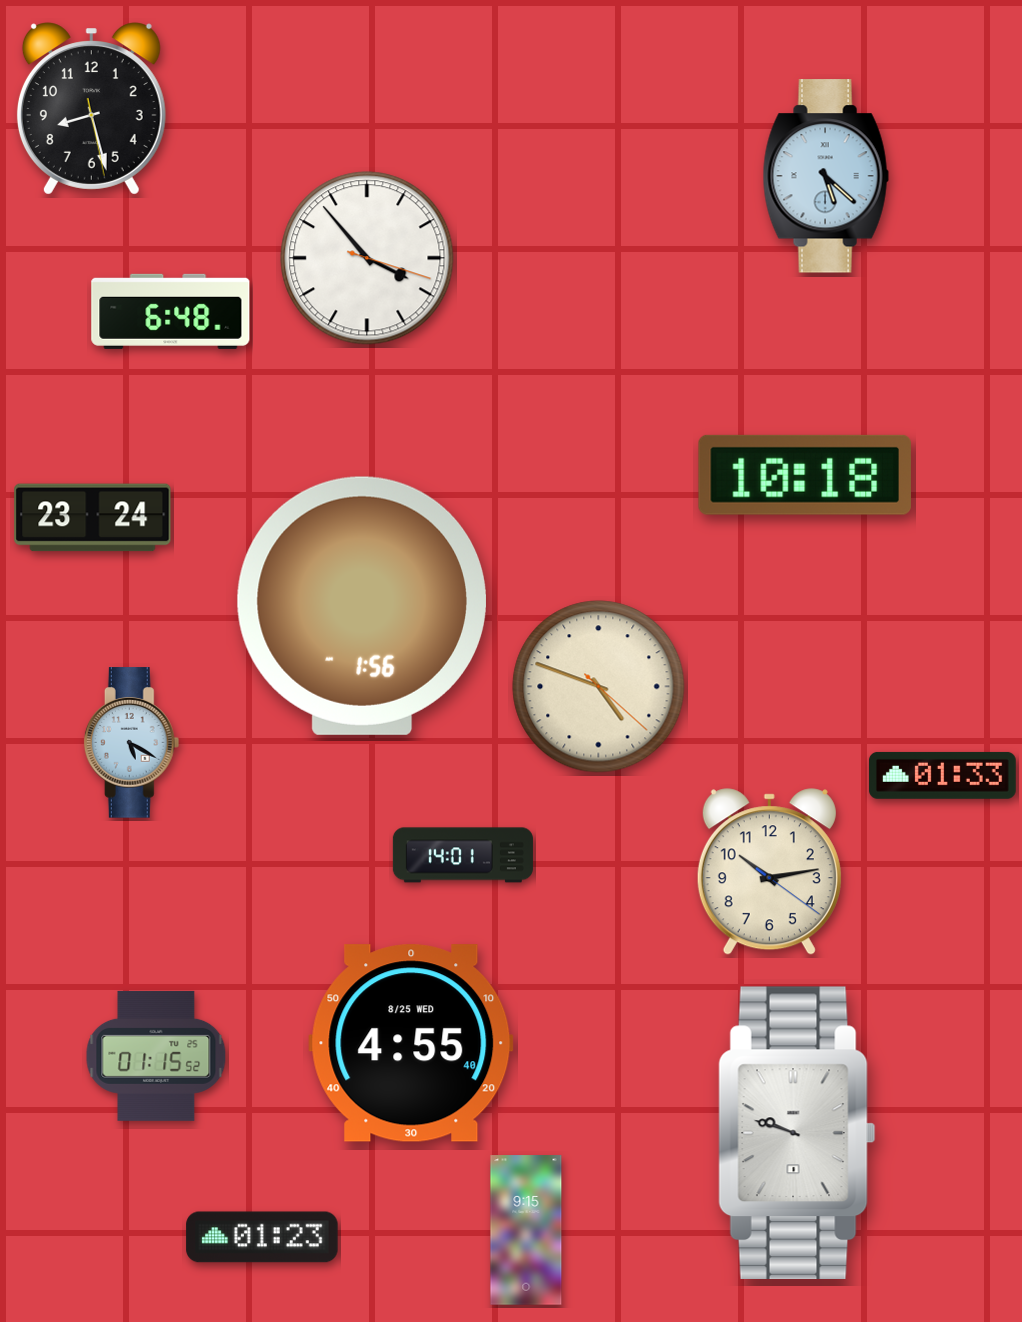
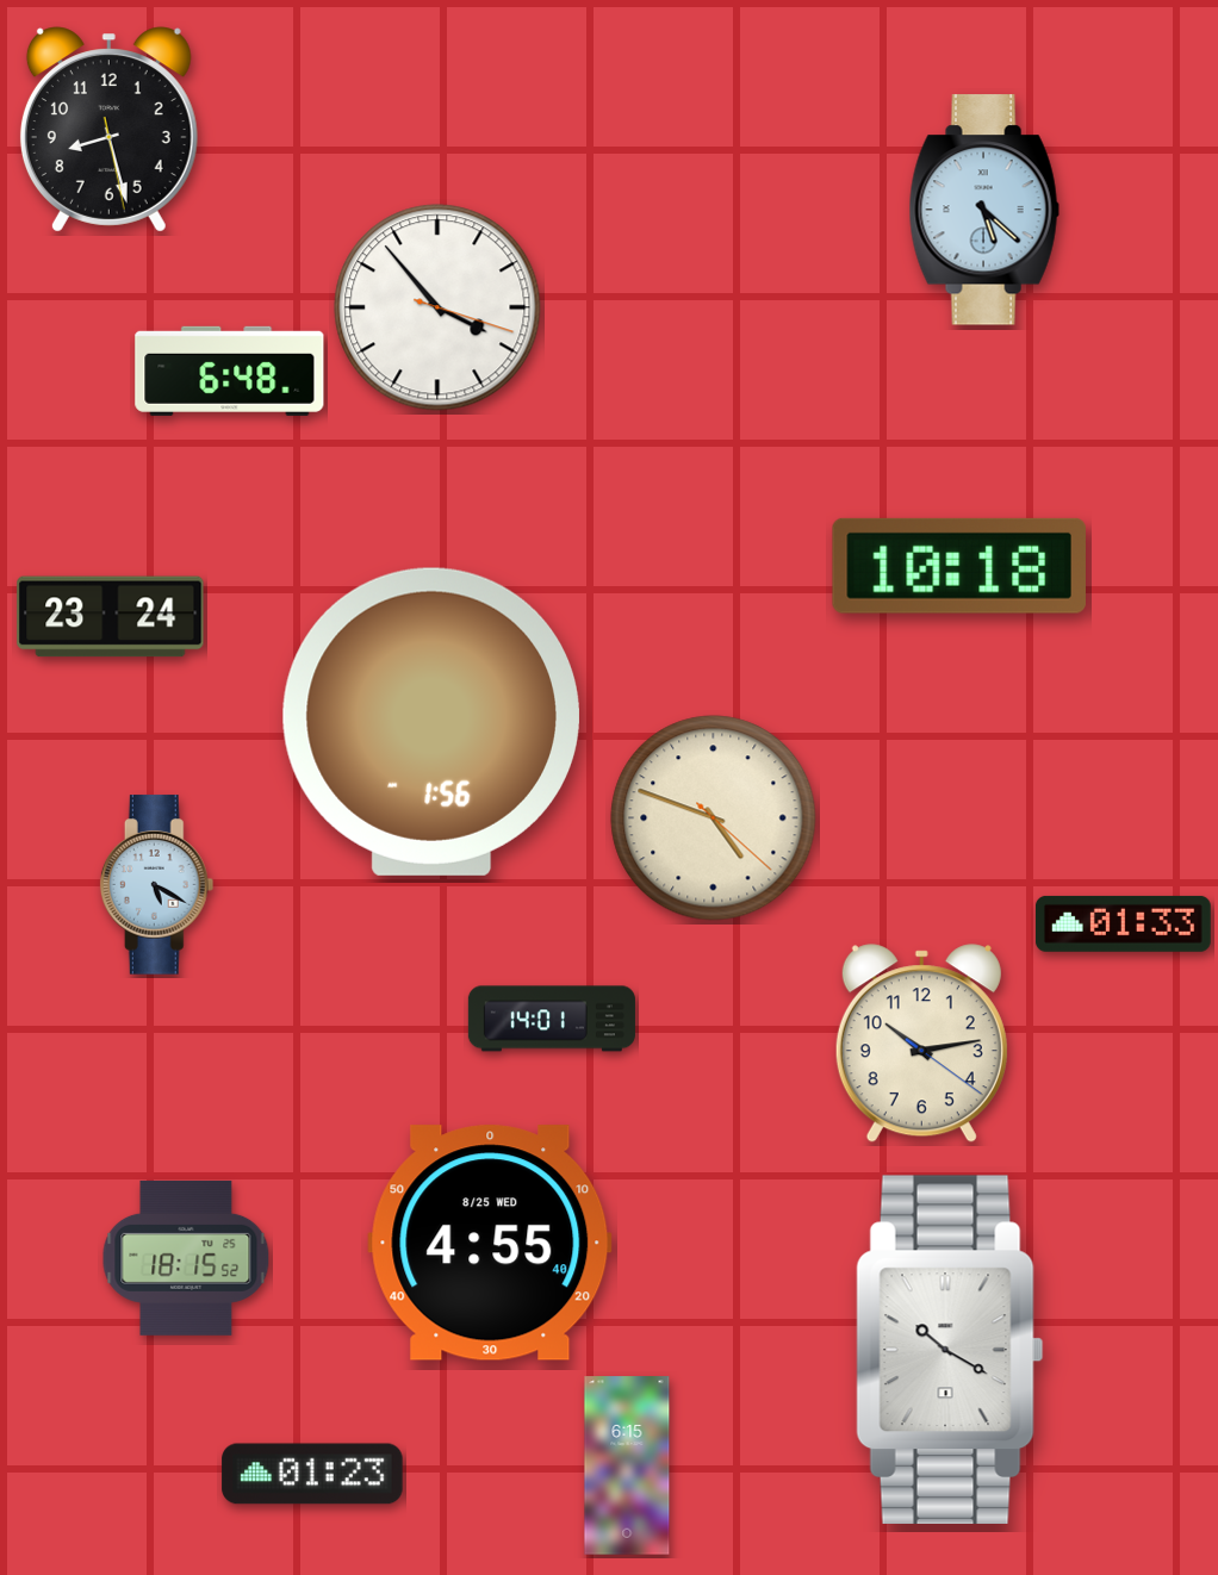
clock at (171, 311) position: (171, 311) -> (230, 371)
clock at (769, 872) position: (769, 872) -> (921, 1044)
clock at (156, 1056): 01:15 -> 18:15
clock at (797, 1132): 9:48 -> 10:20
clock at (526, 1230): 9:15 -> 6:15
